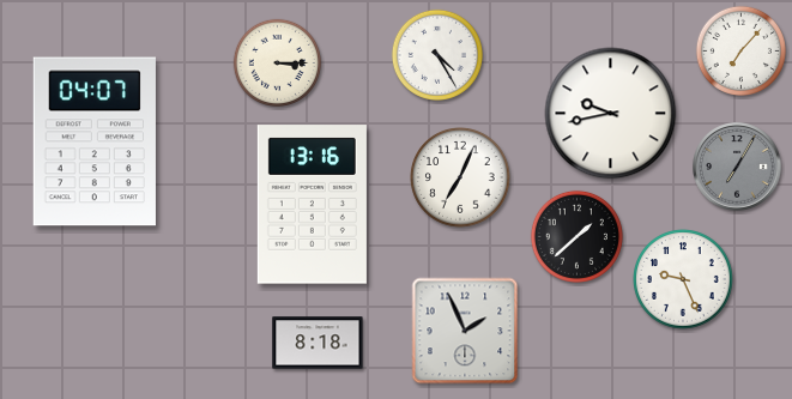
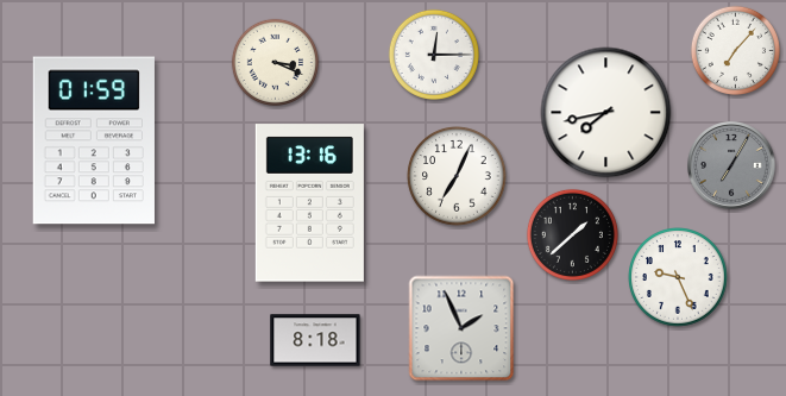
clock at (437, 55): 4:25 -> 12:15
clock at (277, 62): 3:15 -> 3:19
clock at (611, 114): 9:43 -> 7:43
clock at (95, 141): 04:07 -> 01:59
